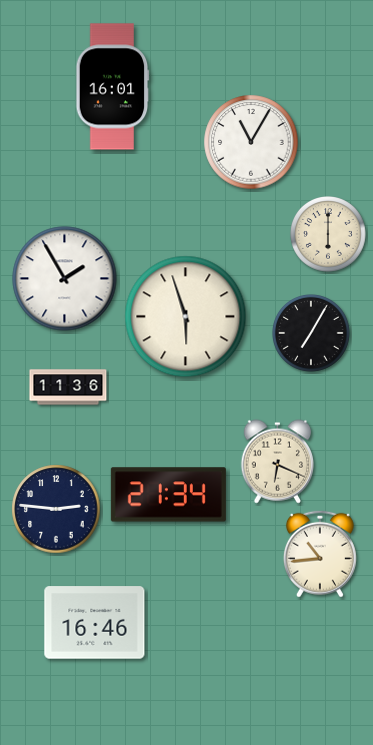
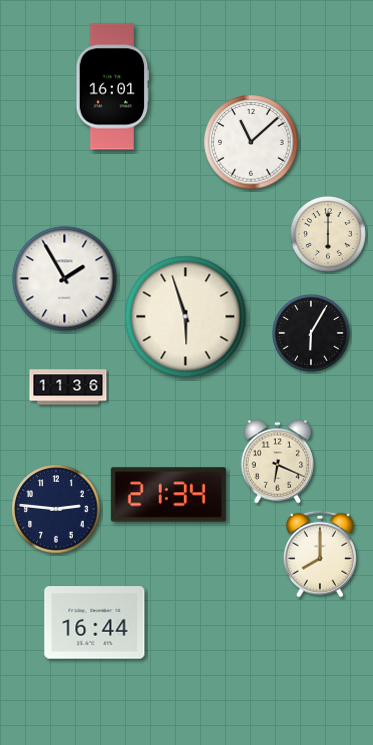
clock at (251, 142): 11:05 -> 11:08
clock at (311, 333): 7:05 -> 6:05
clock at (320, 554): 10:44 -> 8:00
clock at (95, 623): 16:46 -> 16:44
